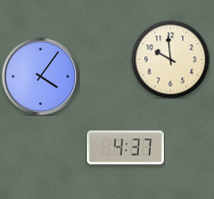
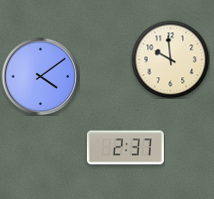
clock at (40, 76): 4:06 -> 4:09
clock at (125, 148): 4:37 -> 2:37
